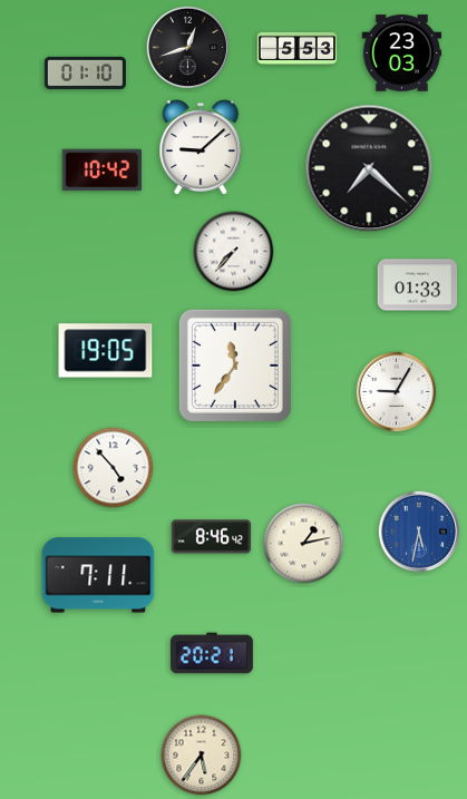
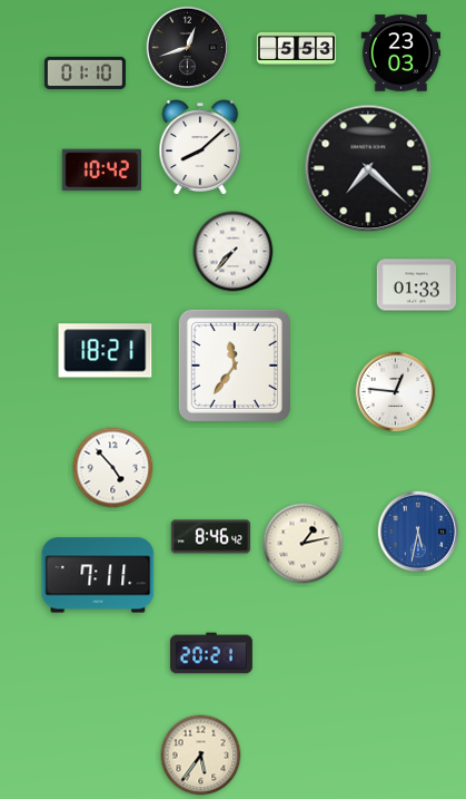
clock at (201, 147): 9:08 -> 8:08
clock at (106, 351): 19:05 -> 18:21
clock at (397, 392): 9:05 -> 12:46
